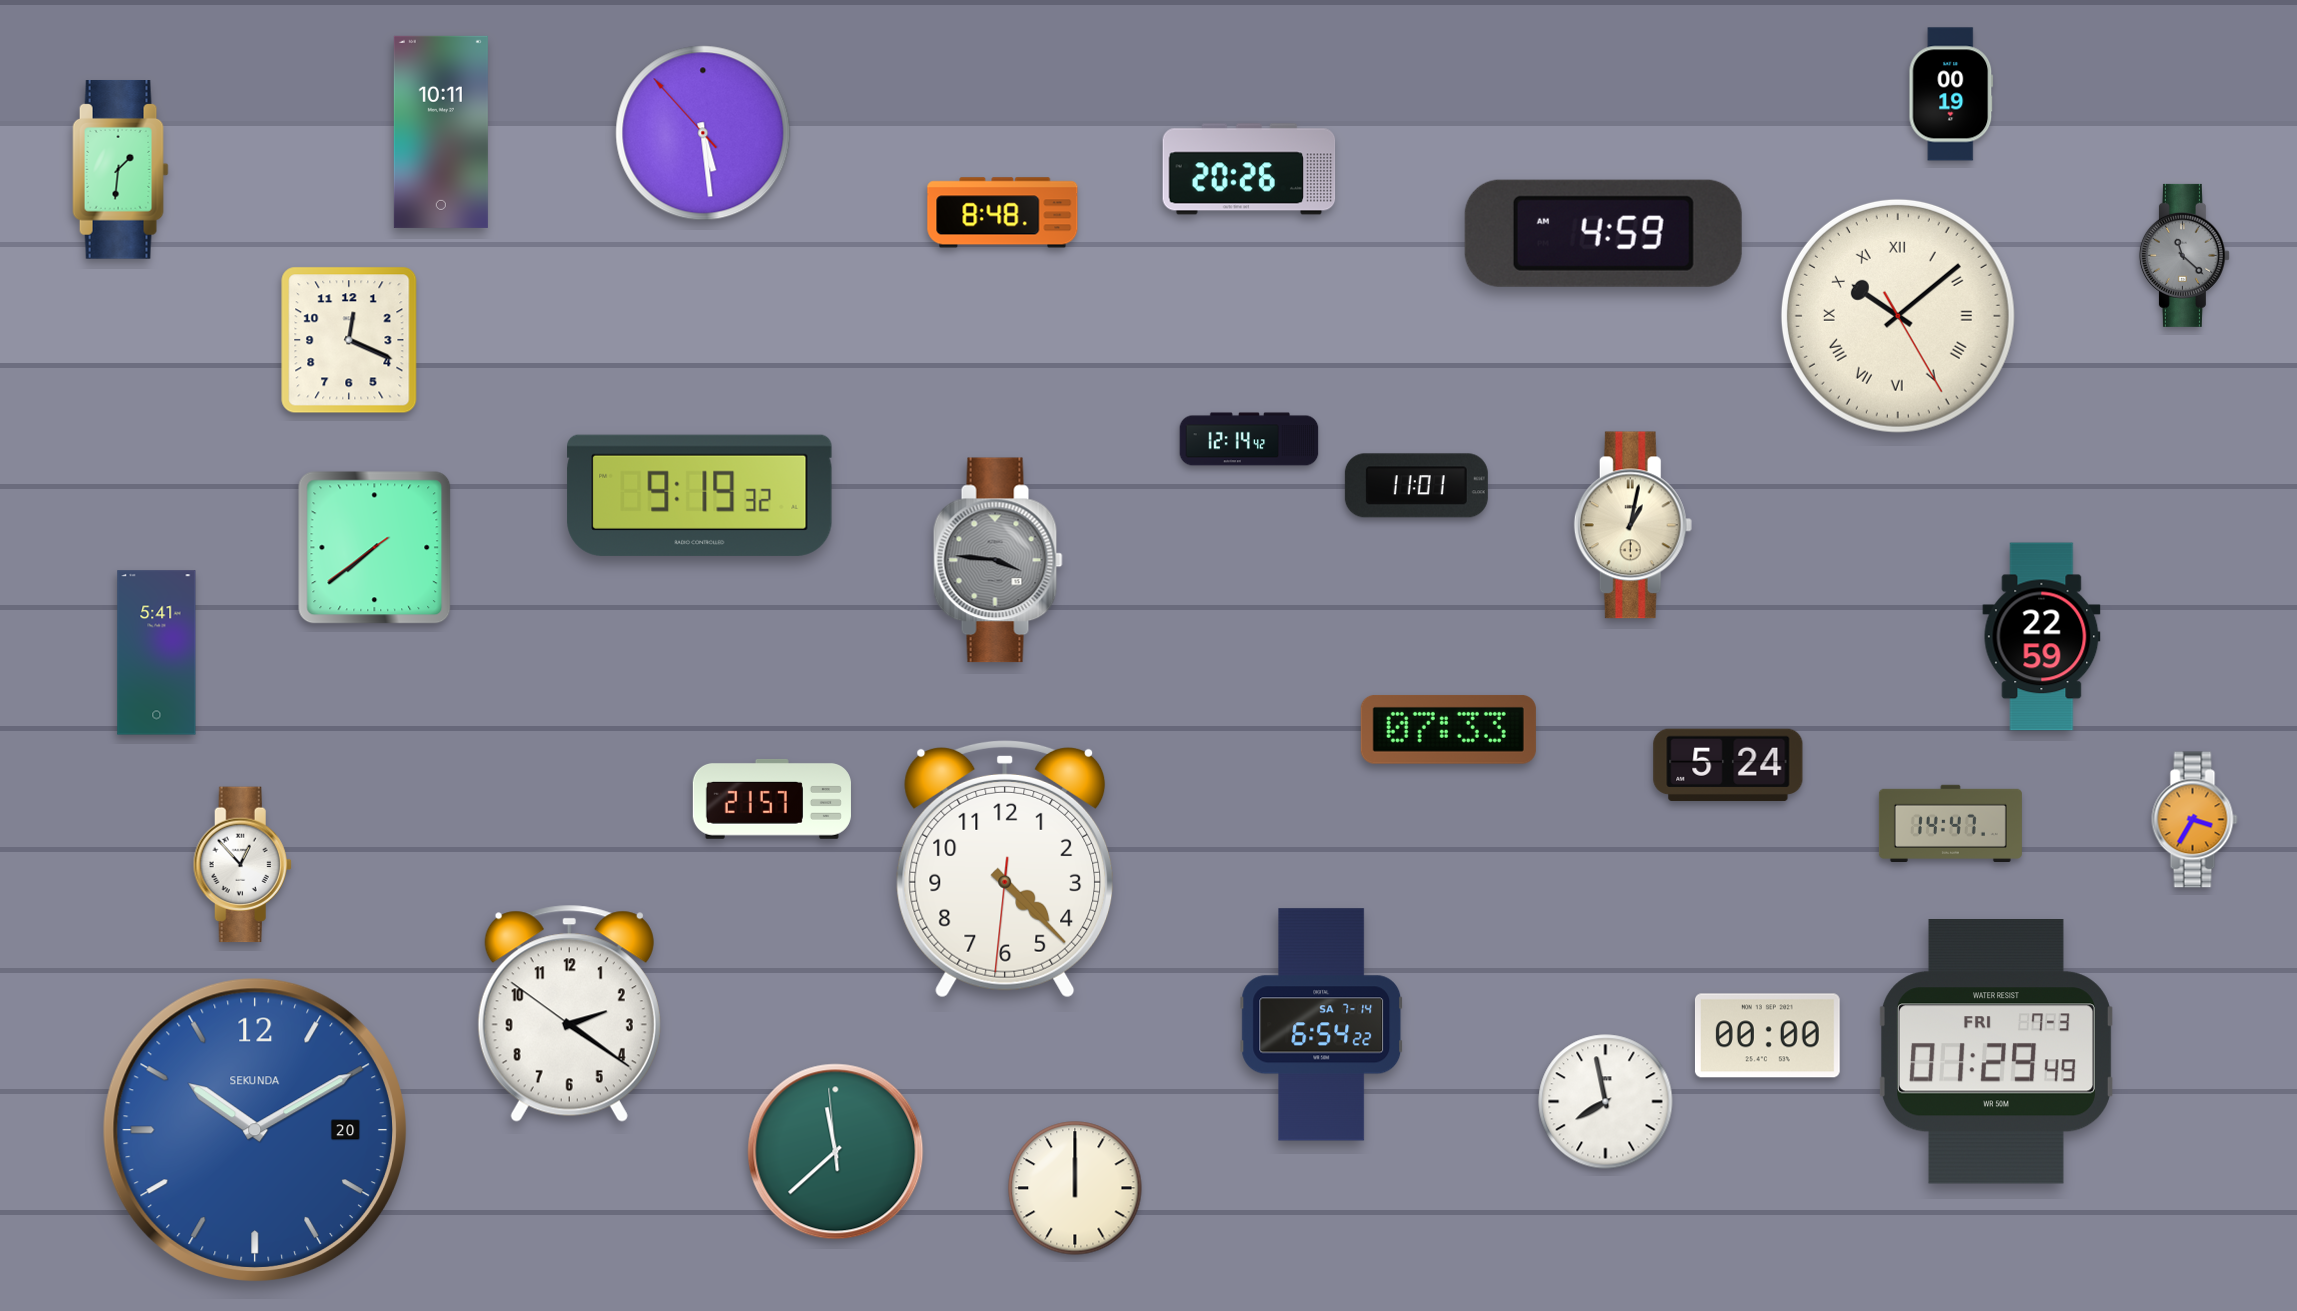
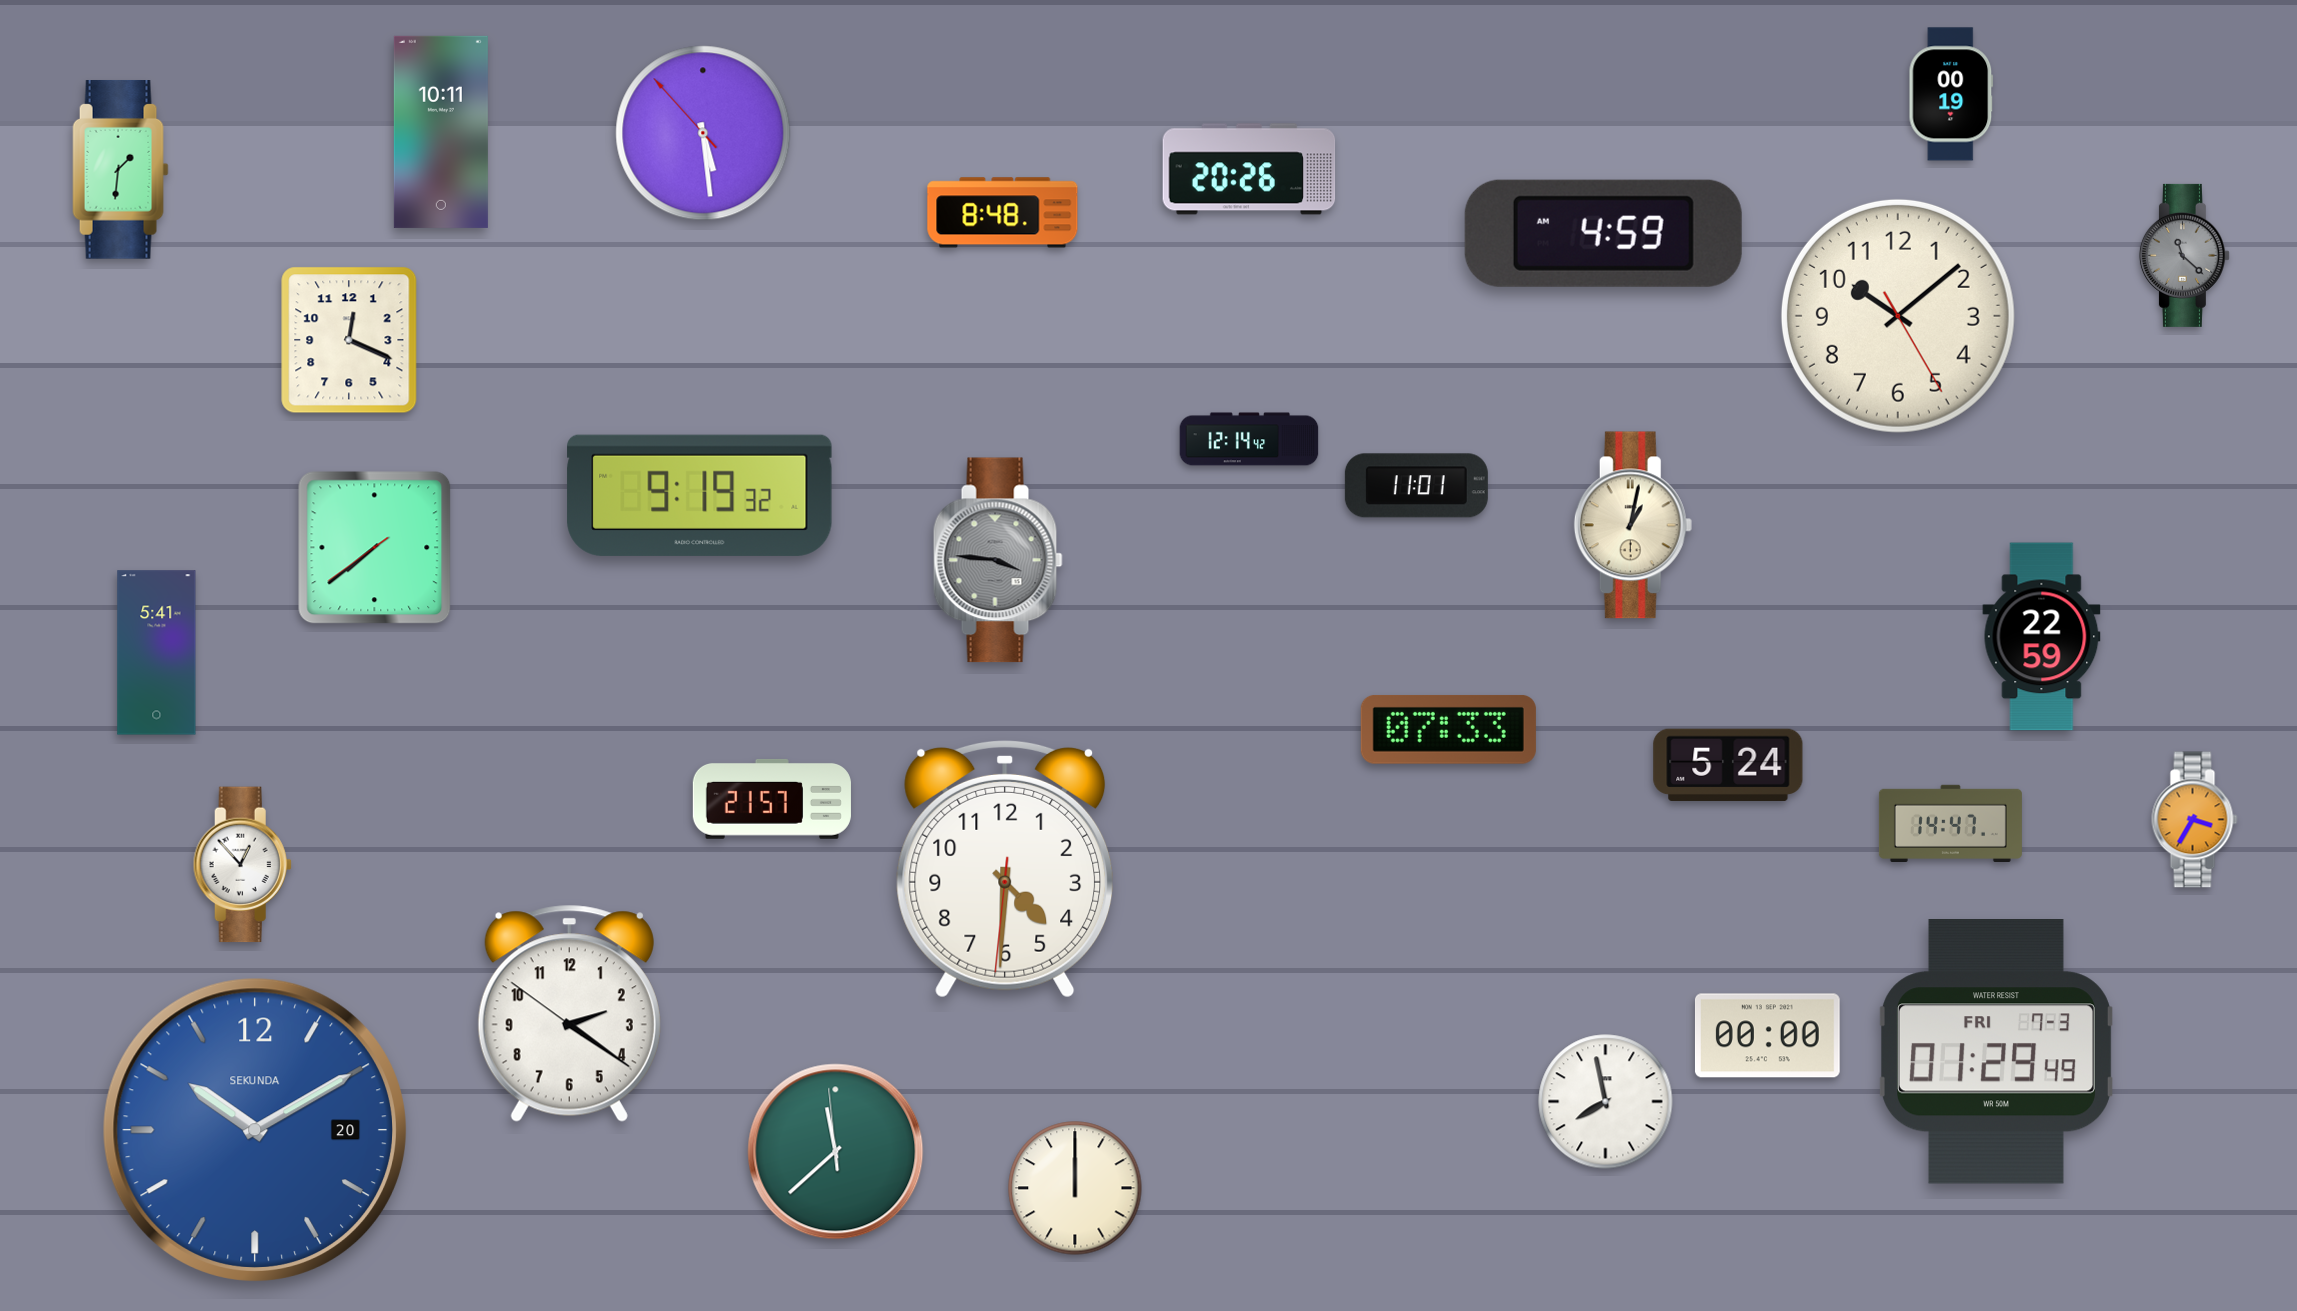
clock at (1898, 316) numerals: Roman -> Arabic
clock at (1005, 869): 4:22 -> 4:30
clock at (1322, 1025): 6:54 -> none
